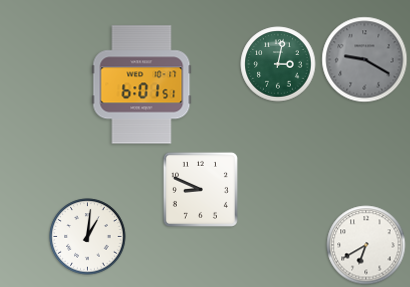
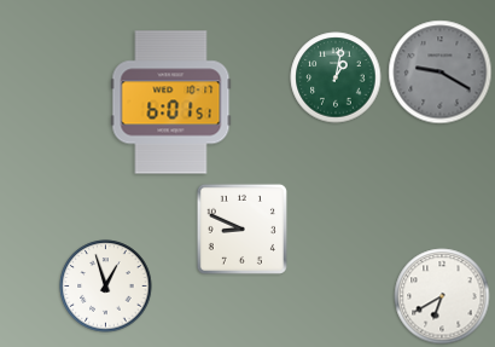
clock at (278, 64): 3:02 -> 1:02
clock at (88, 237): 1:01 -> 12:57
